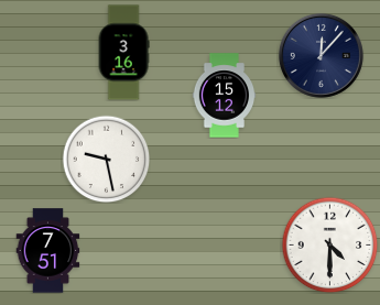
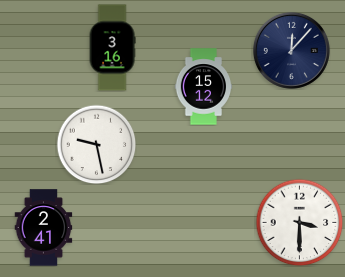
clock at (329, 244): 4:30 -> 3:30
clock at (48, 251): 7:51 -> 2:41
